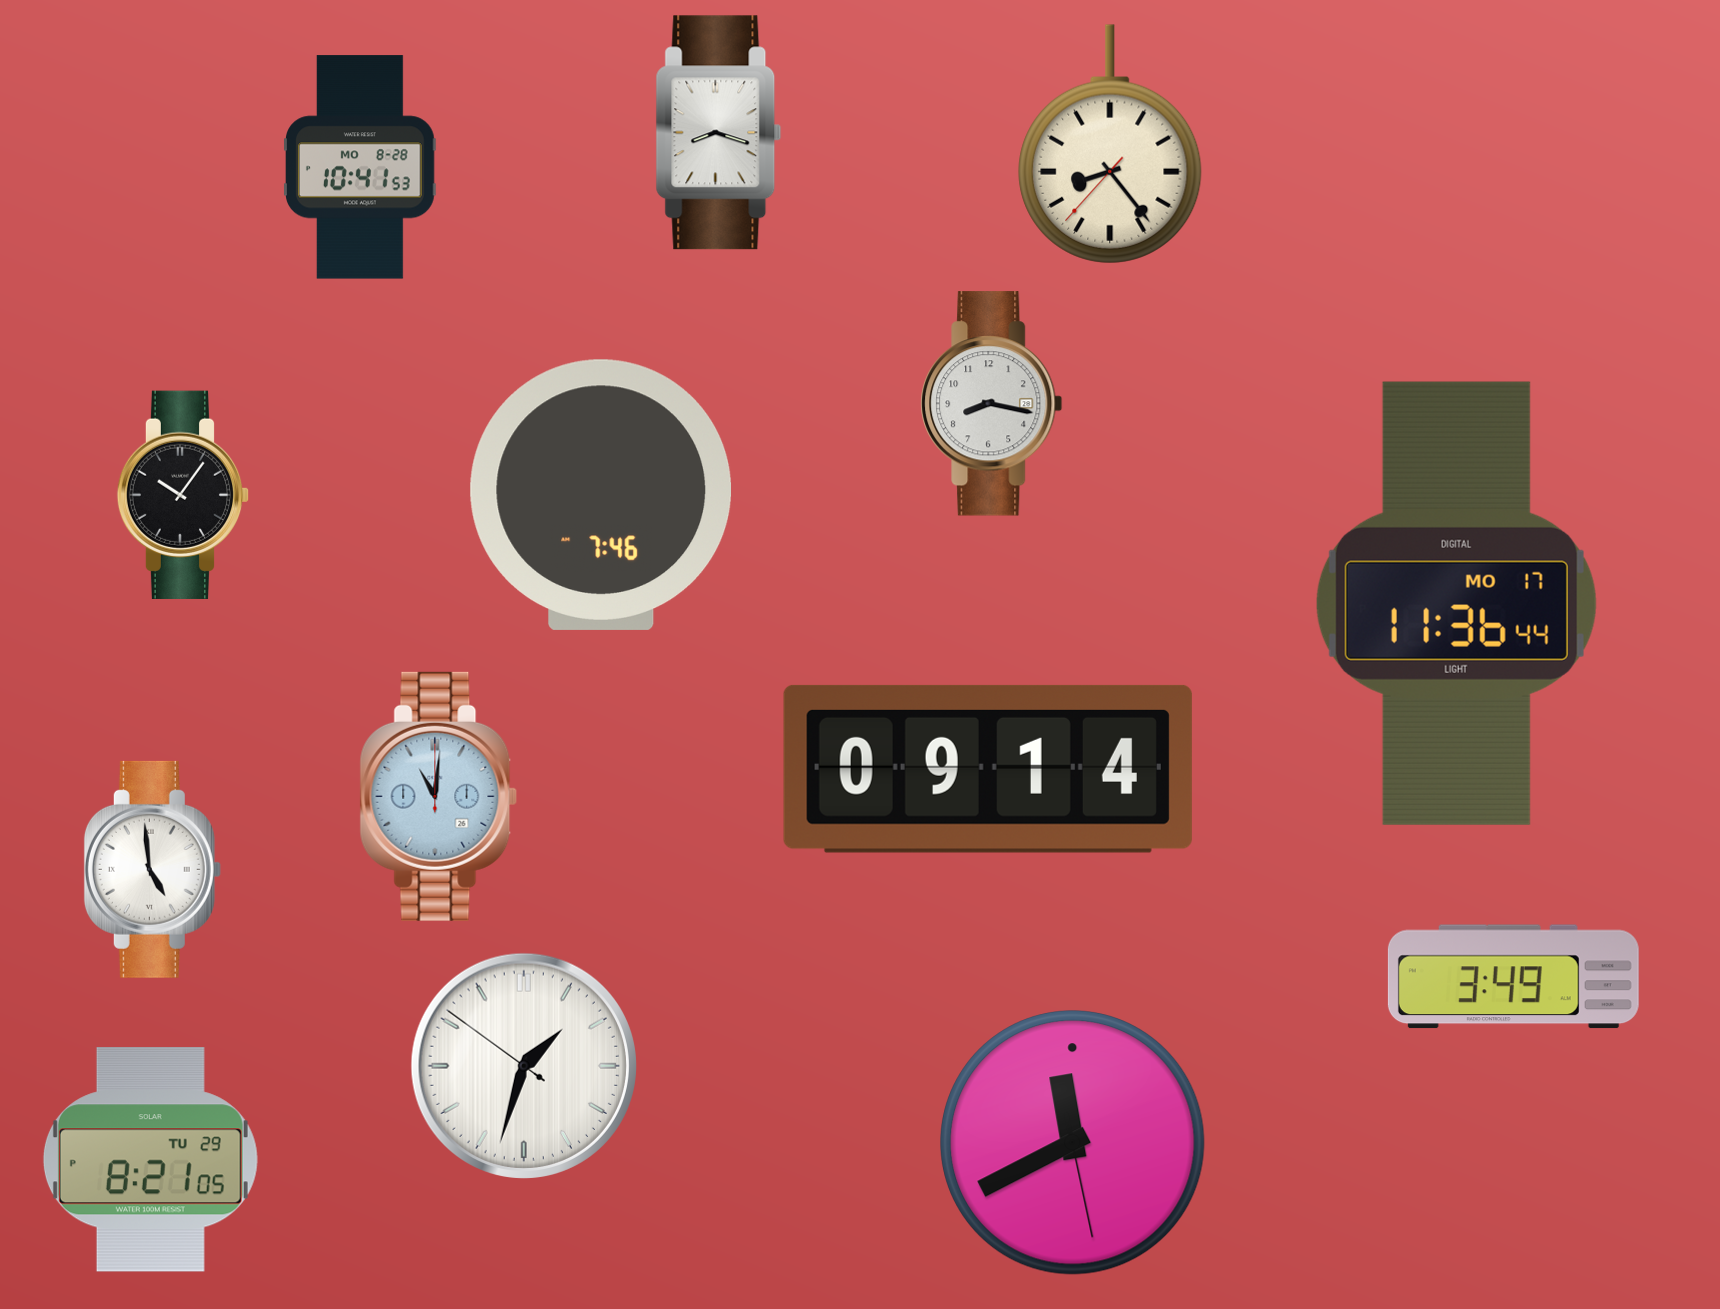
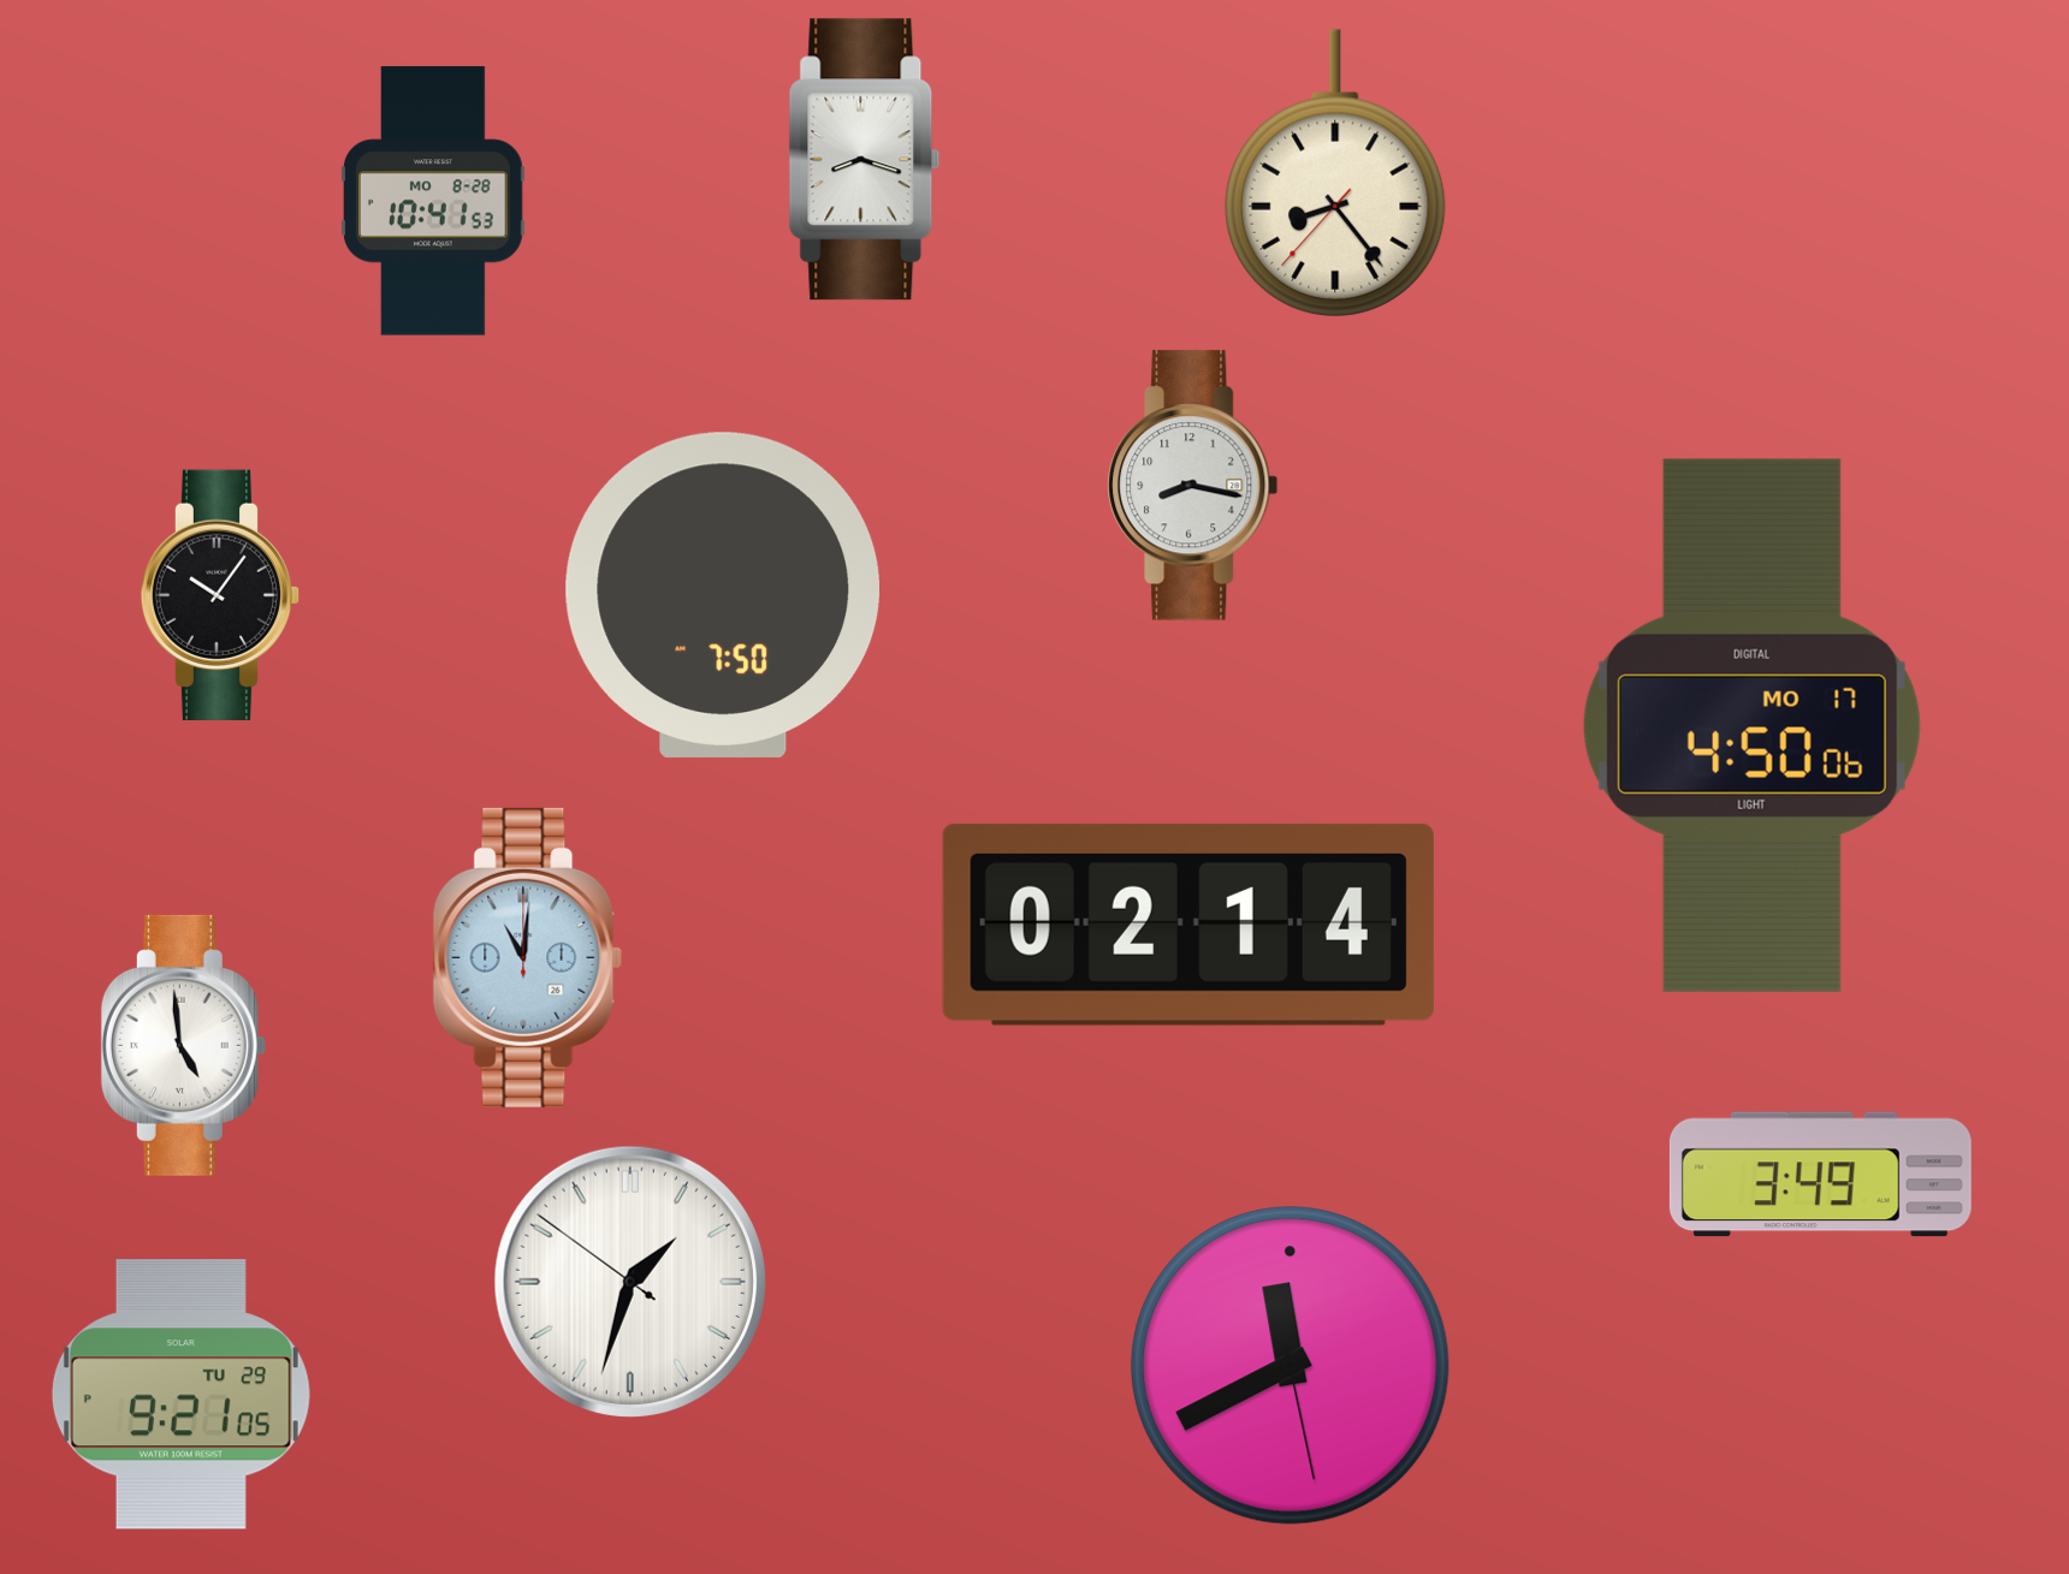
clock at (600, 495): 7:46 -> 7:50
clock at (1456, 603): 11:36 -> 4:50
clock at (988, 769): 09:14 -> 02:14
clock at (1073, 1143) position: (1073, 1143) -> (1291, 1366)
clock at (150, 1160): 8:21 -> 9:21
